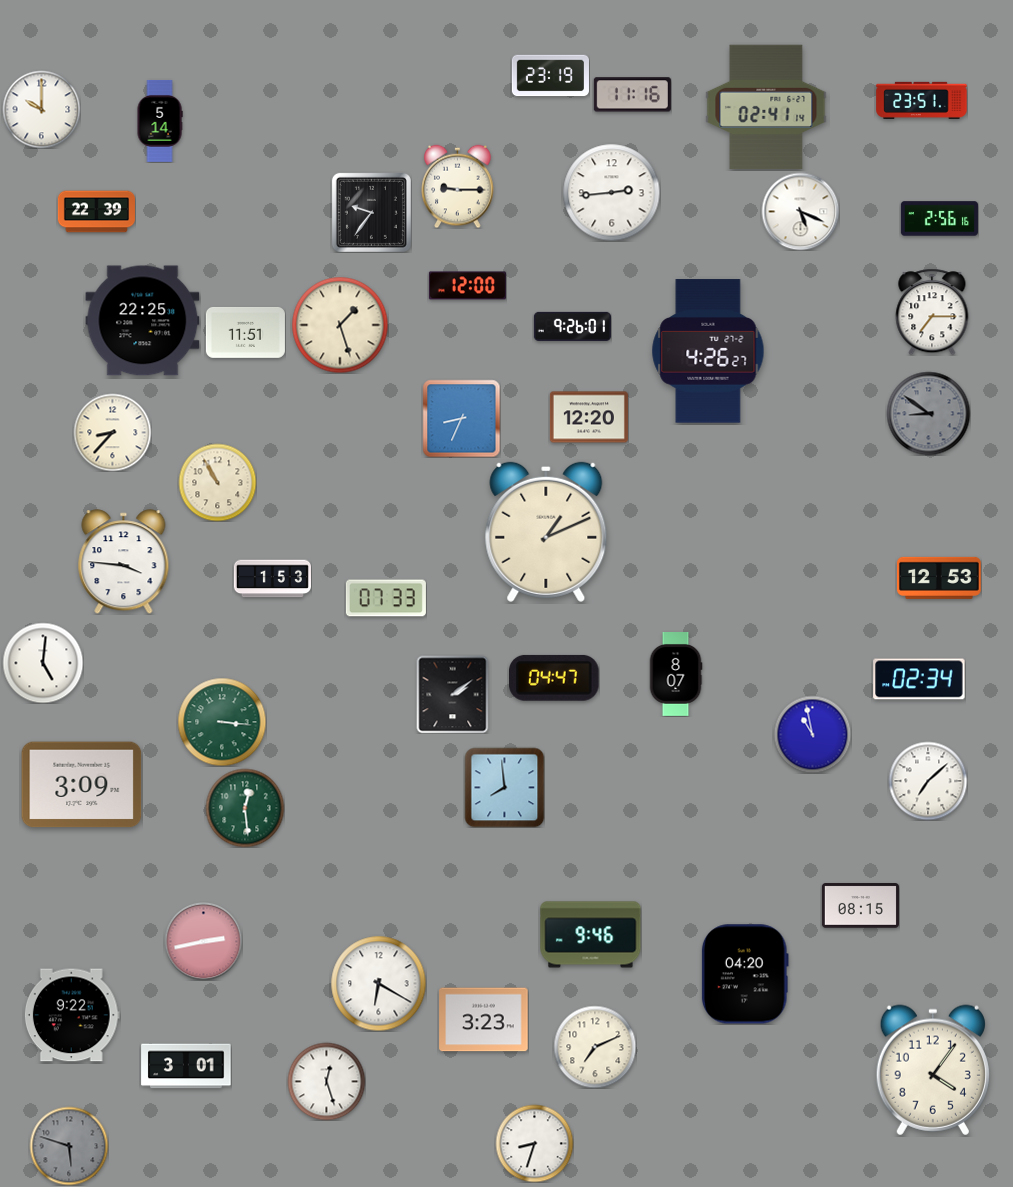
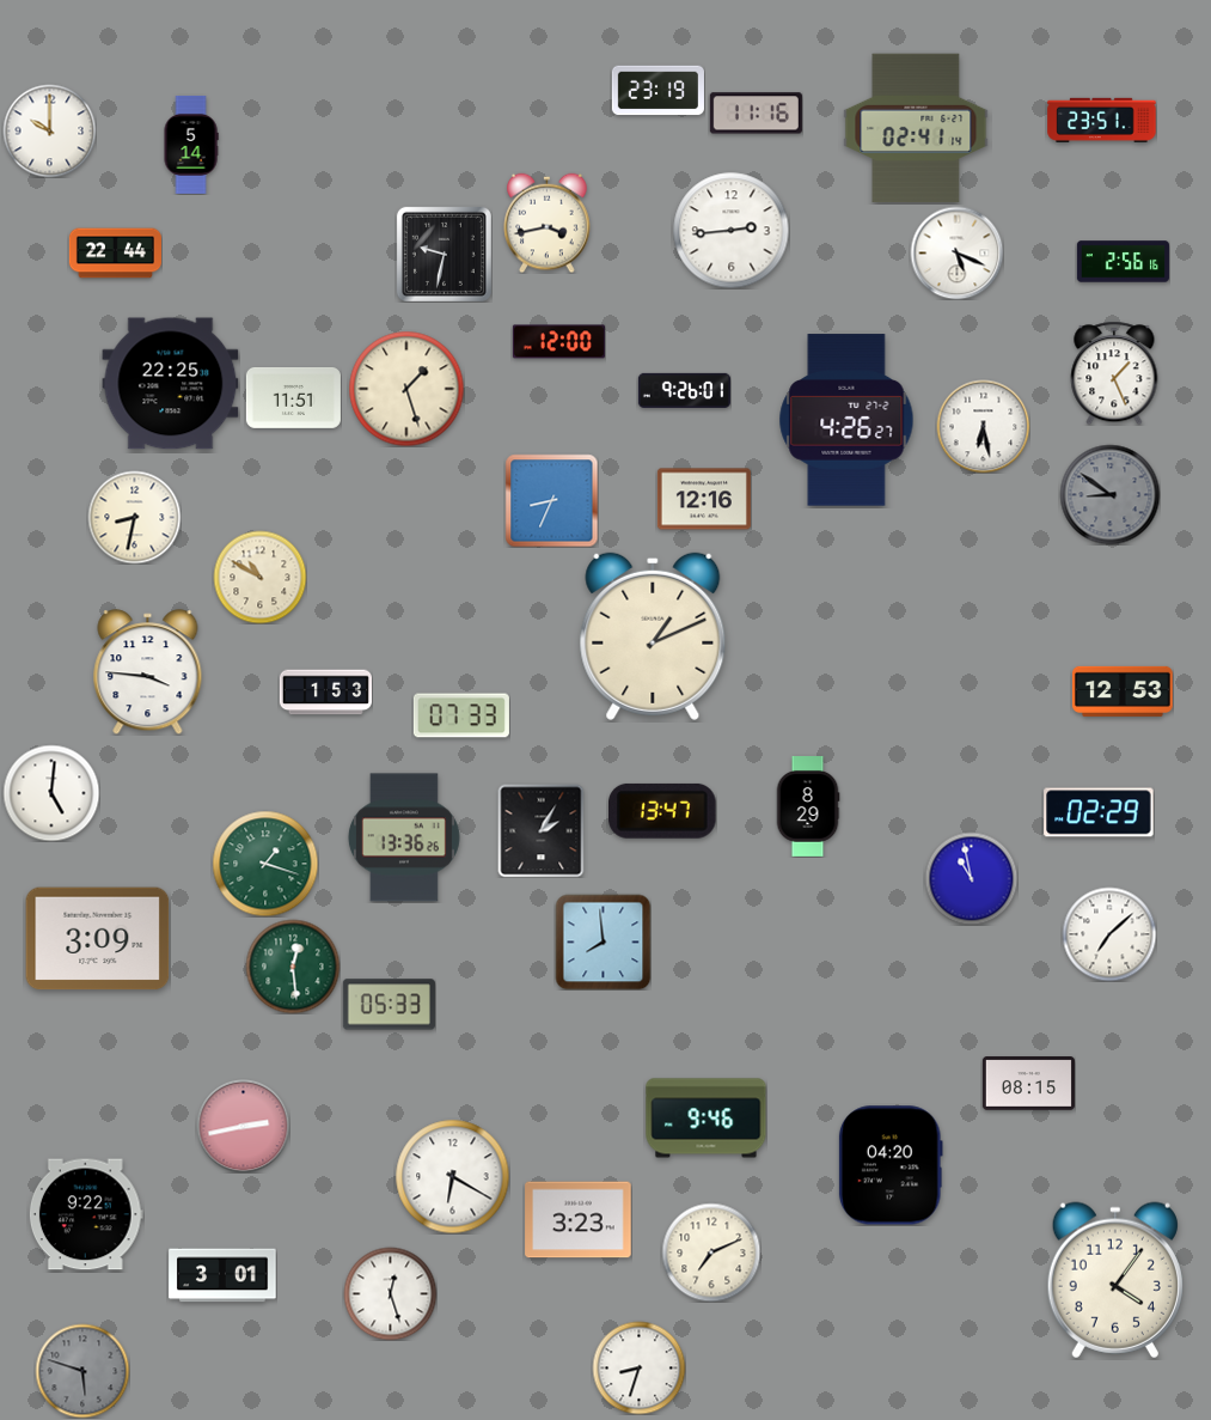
clock at (458, 186): 9:15 -> 3:43
clock at (96, 212): 22:39 -> 22:44
clock at (371, 212): 9:36 -> 9:32
clock at (932, 312): 7:15 -> 1:26
clock at (983, 426): none -> 6:28
clock at (589, 417): 12:20 -> 12:16
clock at (112, 432): 8:37 -> 8:32
clock at (217, 482): 10:55 -> 10:50
clock at (676, 675): 8:07 -> 8:29
clock at (555, 678): 04:47 -> 13:47
clock at (919, 679): 02:34 -> 02:29
clock at (453, 694): 2:09 -> 2:05
clock at (404, 837): none -> 13:36
clock at (222, 722): 3:16 -> 1:18
clock at (389, 1005): none -> 05:33
